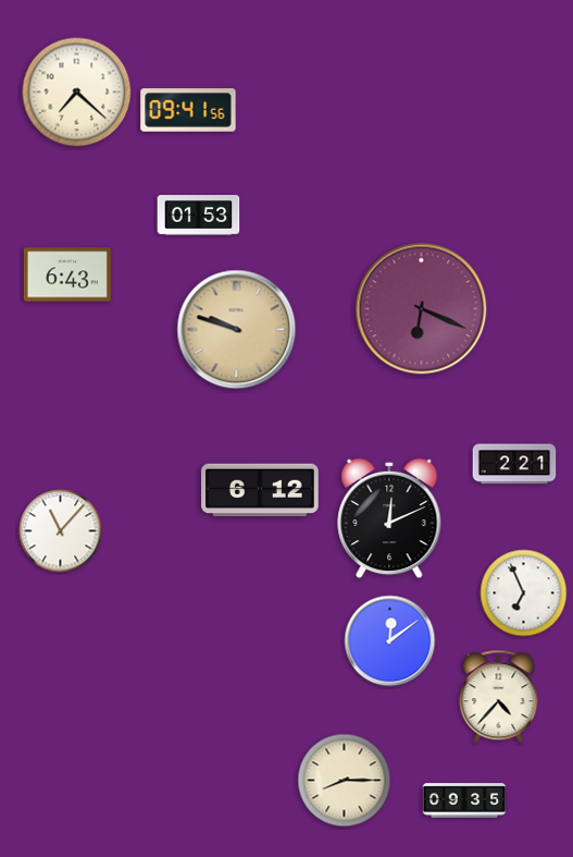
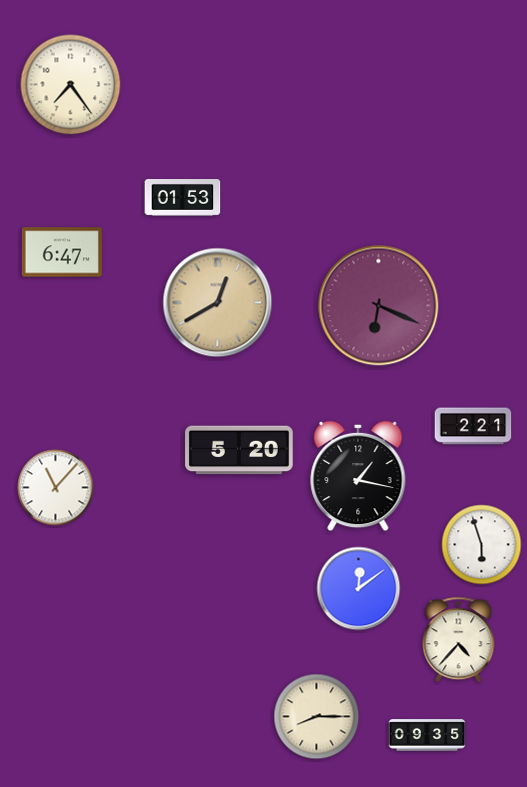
clock at (77, 93): 7:22 -> 7:24
clock at (188, 110): 09:41 -> none
clock at (67, 274): 6:43 -> 6:47
clock at (422, 309) position: (422, 309) -> (379, 306)
clock at (237, 330): 9:48 -> 12:40
clock at (260, 490): 6:12 -> 5:20
clock at (389, 518): 12:11 -> 1:17
clock at (524, 593): 6:56 -> 5:57
